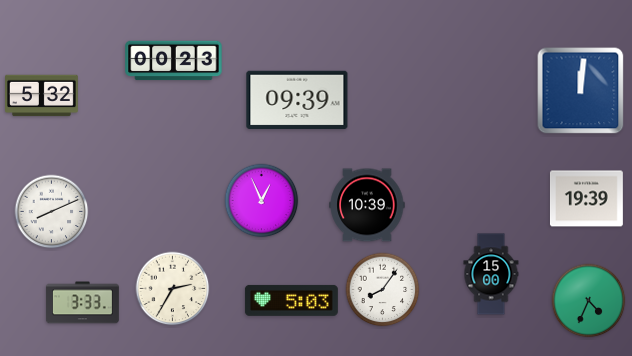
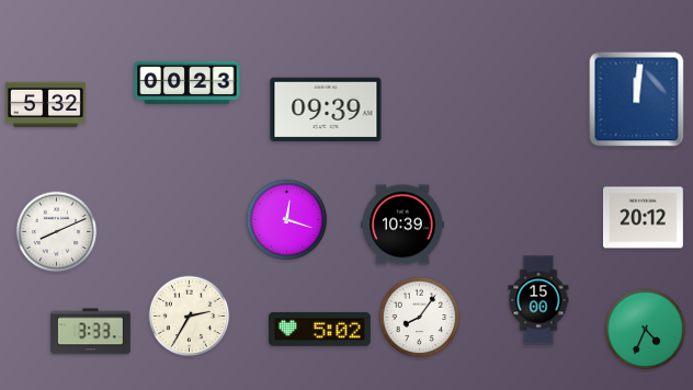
clock at (174, 61) position: (174, 61) -> (188, 83)
clock at (586, 199): 19:39 -> 20:12
clock at (262, 201): 12:56 -> 12:18
clock at (291, 300): 5:03 -> 5:02
